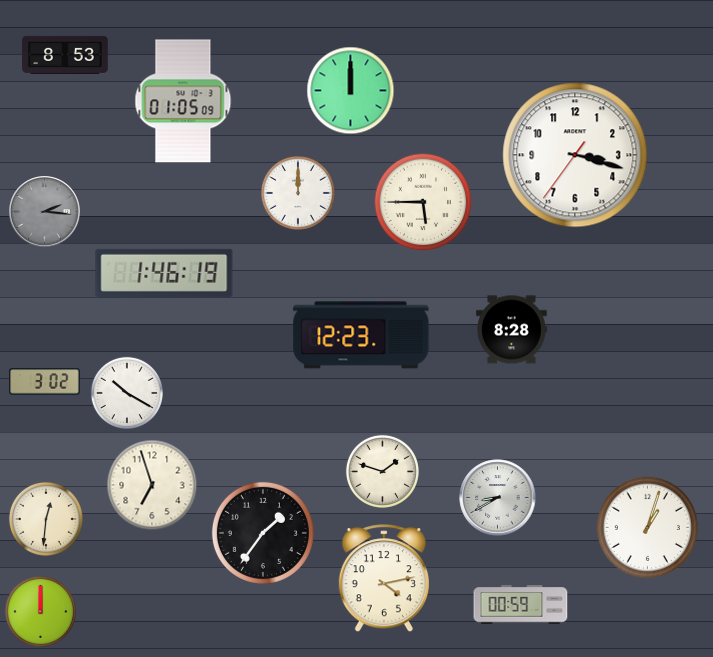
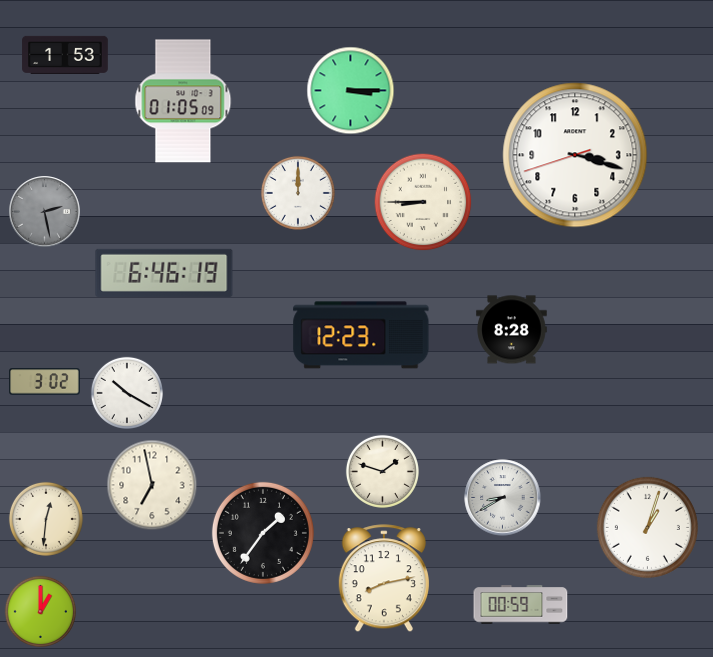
clock at (65, 55): 8:53 -> 1:53
clock at (351, 91): 12:00 -> 3:15
clock at (575, 155): 3:17:36 -> 3:17:42
clock at (423, 202): 5:45 -> 8:45
clock at (45, 212): 2:16 -> 2:28
clock at (164, 273): 1:46 -> 6:46
clock at (152, 485): 6:57 -> 6:58
clock at (498, 498) position: (498, 498) -> (503, 498)
clock at (384, 579): 4:13 -> 8:13
clock at (40, 611): 12:00 -> 1:00
